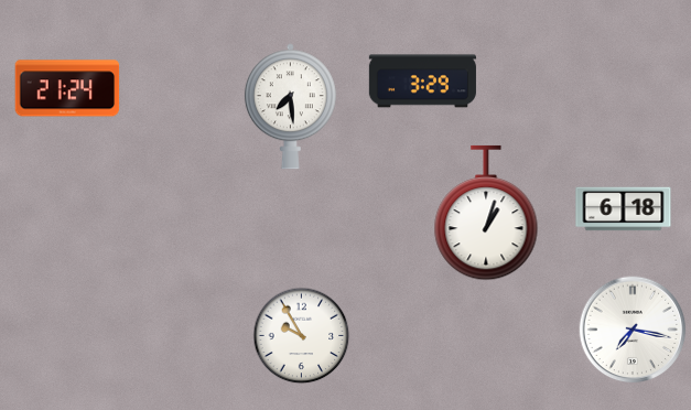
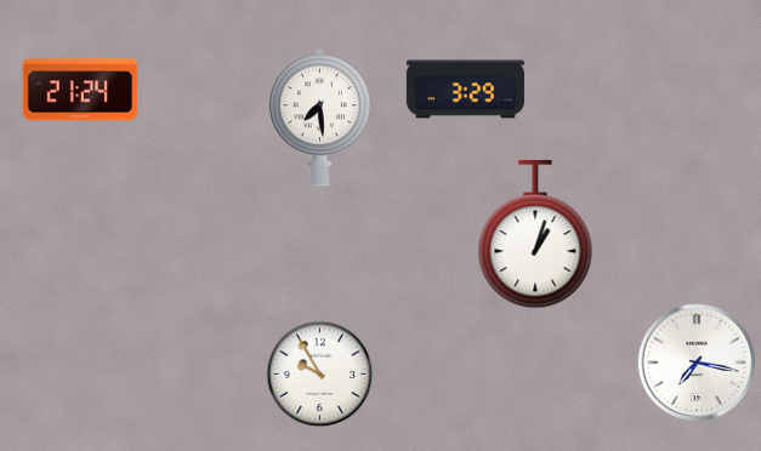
clock at (67, 88) position: (67, 88) -> (80, 90)
clock at (624, 209): 6:18 -> none
clock at (302, 336) position: (302, 336) -> (320, 375)
